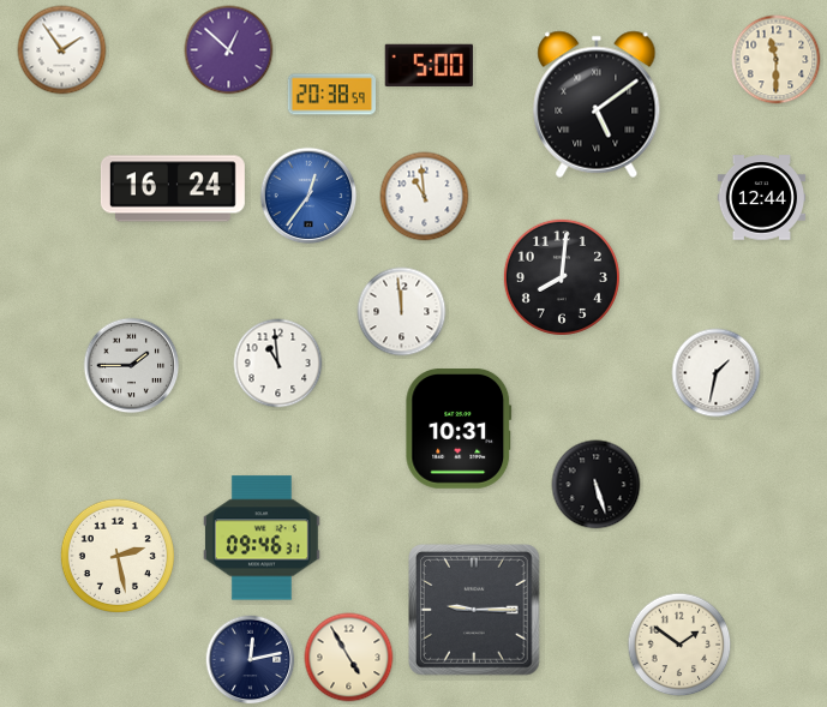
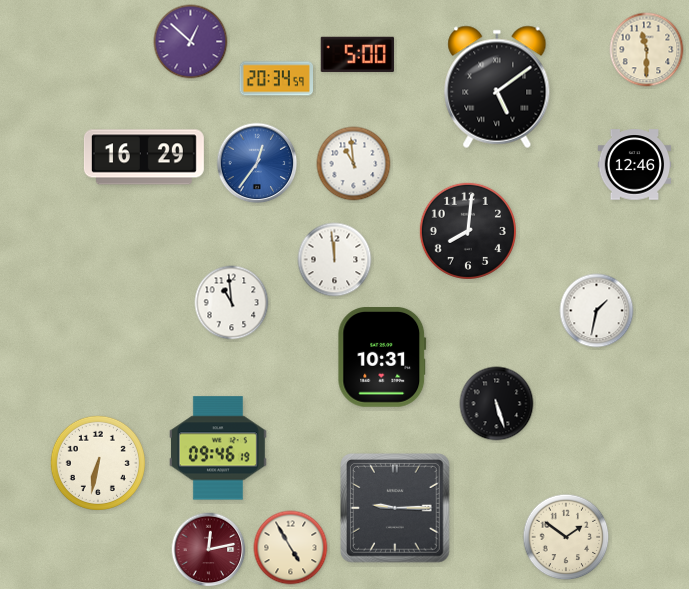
clock at (62, 50): 1:54 -> none
clock at (331, 95): 20:38 -> 20:34
clock at (173, 188): 16:24 -> 16:29
clock at (762, 198): 12:44 -> 12:46
clock at (132, 366): 1:45 -> none
clock at (262, 538): 09:46:31 -> 09:46:19
clock at (118, 556): 2:28 -> 6:32
clock at (251, 660) dial: navy -> burgundy
